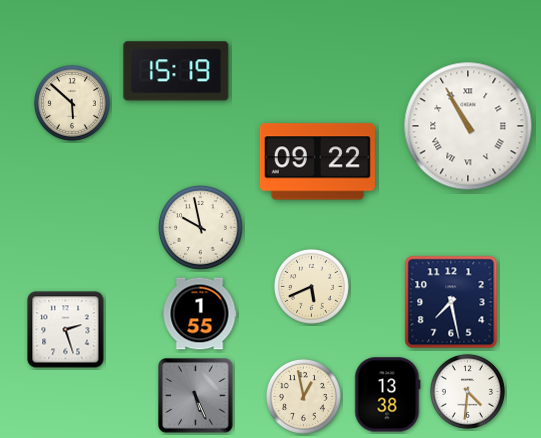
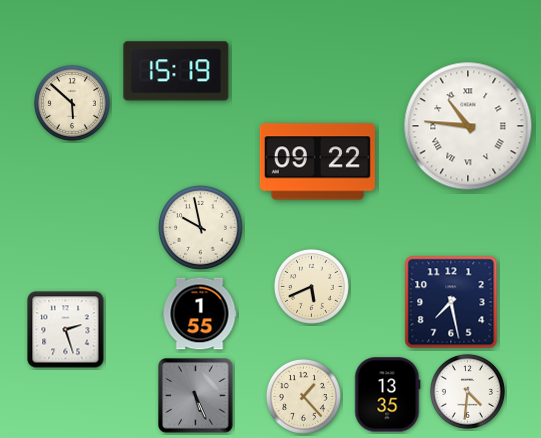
clock at (468, 126): 10:55 -> 10:46
clock at (388, 395): 13:38 -> 13:35
clock at (303, 396): 12:58 -> 1:23
